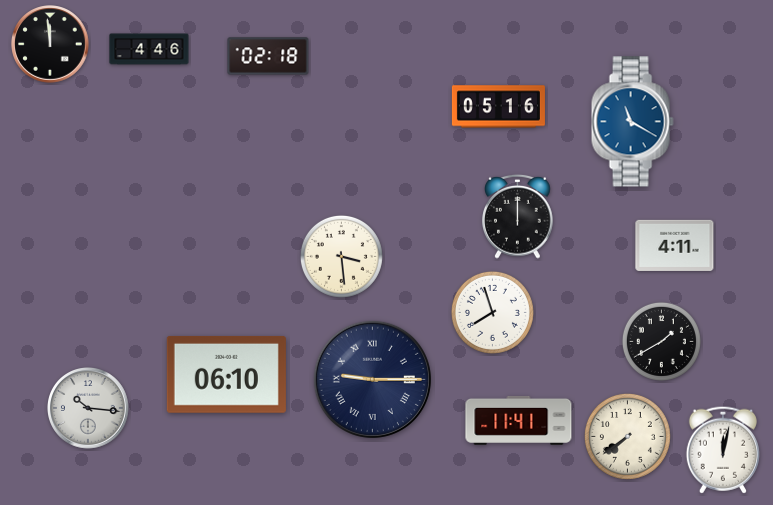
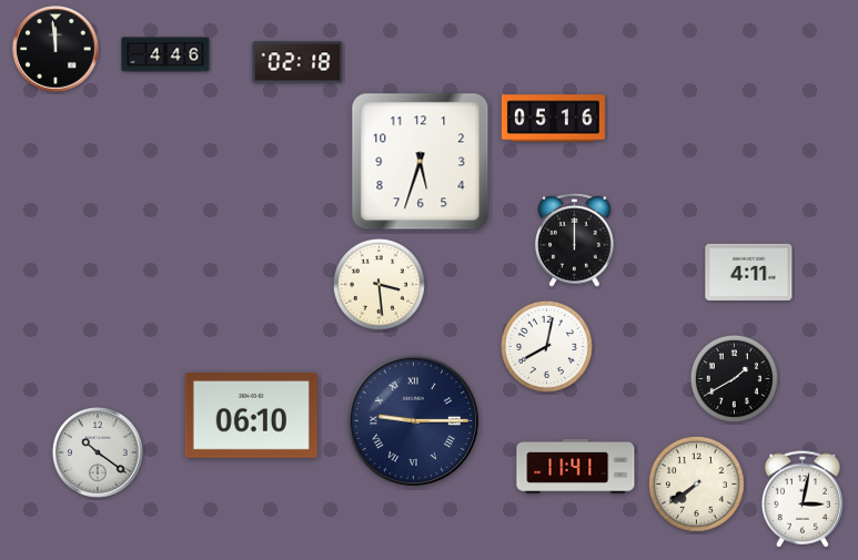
clock at (632, 122): 11:20 -> none
clock at (421, 162): none -> 5:33
clock at (492, 312): 7:57 -> 8:02
clock at (89, 409): 10:16 -> 10:21
clock at (723, 450): 12:02 -> 3:02
